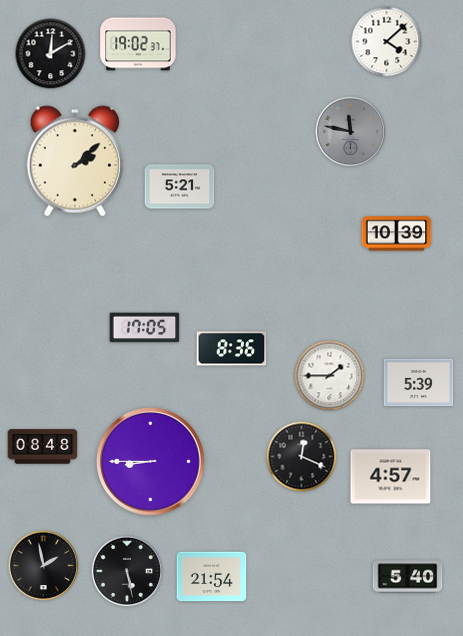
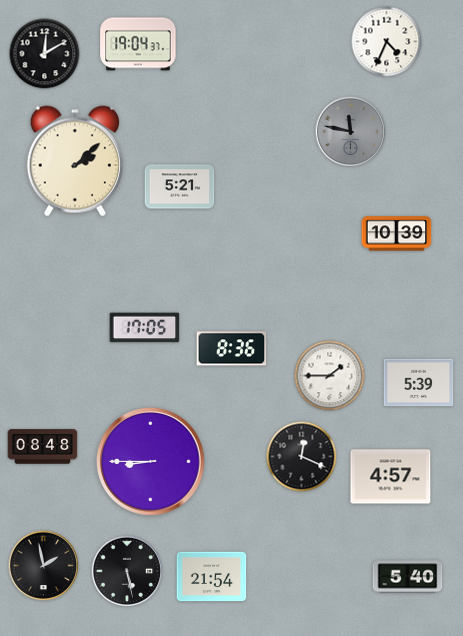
clock at (387, 42): 4:08 -> 4:34
clock at (138, 44): 19:02 -> 19:04
clock at (51, 54) position: (51, 54) -> (45, 54)
